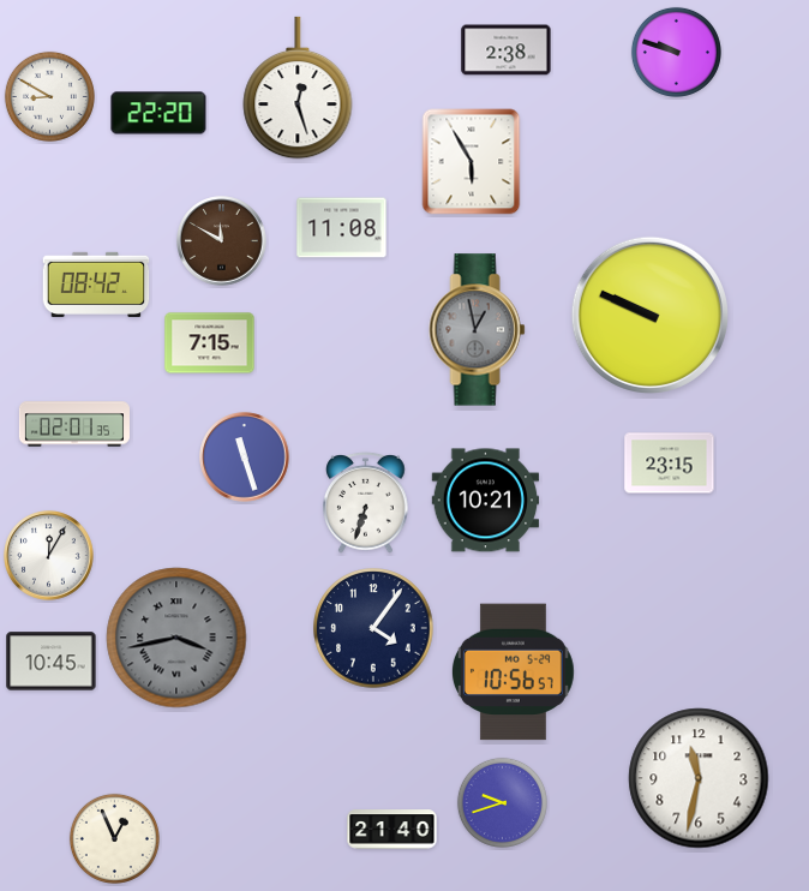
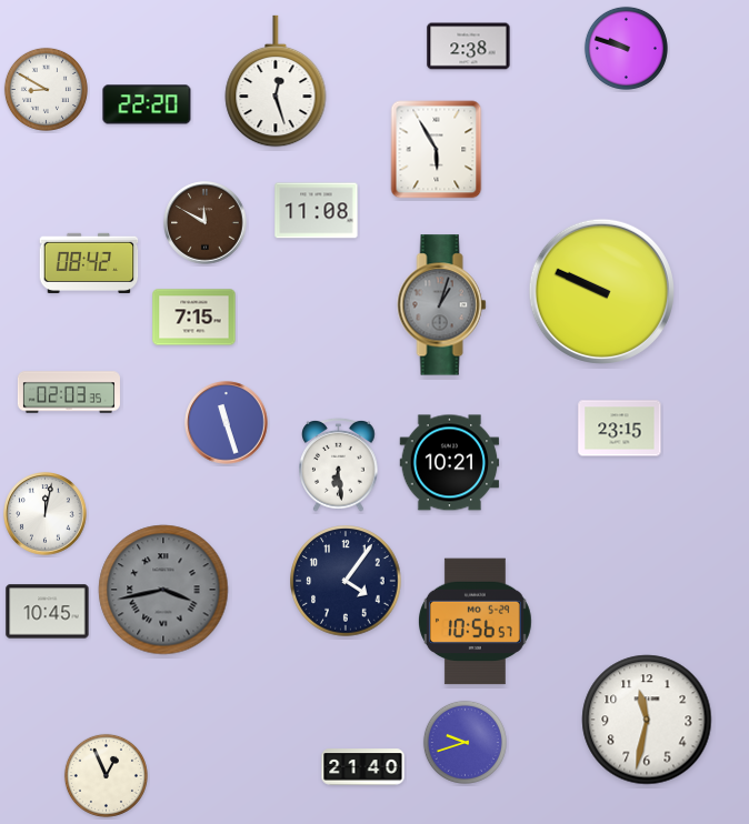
clock at (478, 330): 12:58 -> 1:03
clock at (74, 424): 02:01 -> 02:03
clock at (366, 502): 6:33 -> 6:29
clock at (49, 556): 12:05 -> 12:02
